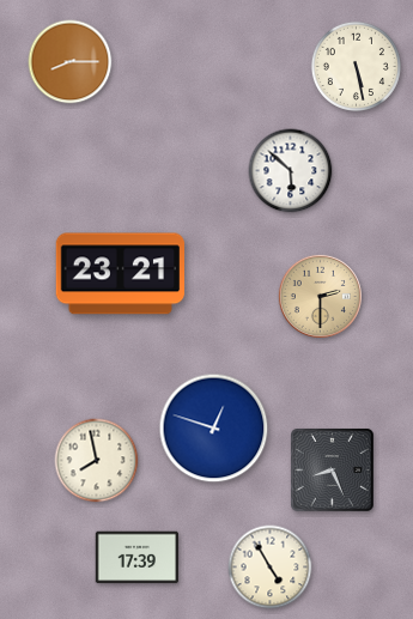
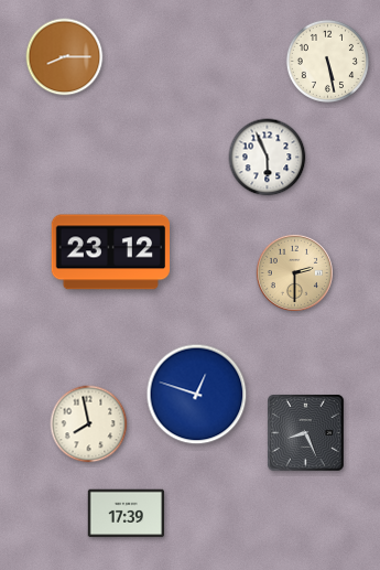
clock at (291, 171): 5:52 -> 5:56
clock at (121, 274): 23:21 -> 23:12
clock at (271, 568): 4:55 -> none
